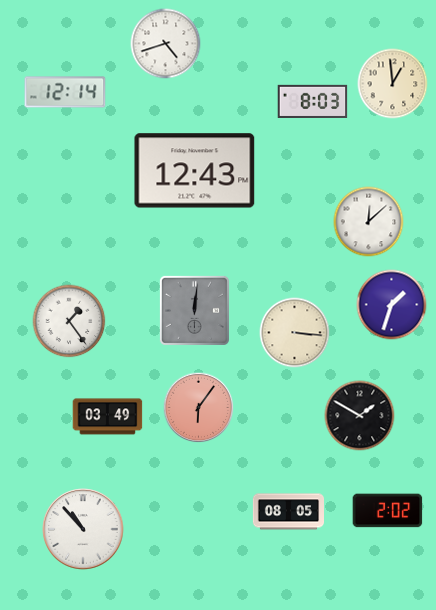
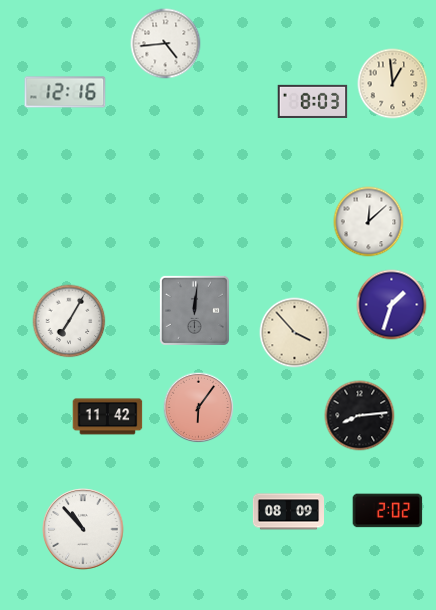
clock at (166, 44): 4:42 -> 4:44
clock at (65, 92): 12:14 -> 12:16
clock at (195, 171): 12:43 -> none
clock at (69, 321): 1:24 -> 7:05
clock at (295, 333): 3:16 -> 3:53
clock at (360, 416): 1:50 -> 8:14
clock at (108, 417): 03:49 -> 11:42
clock at (288, 512): 08:05 -> 08:09
